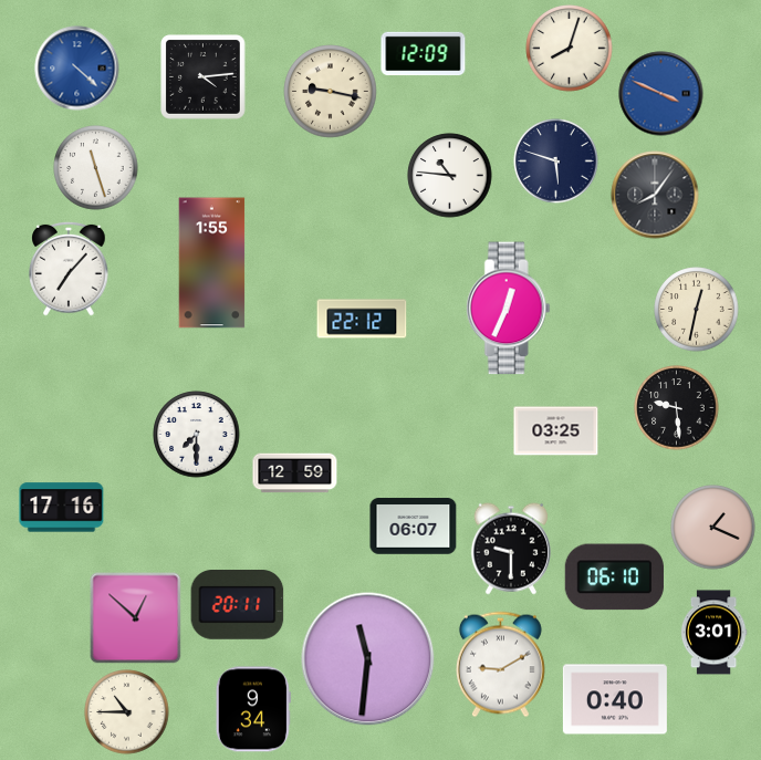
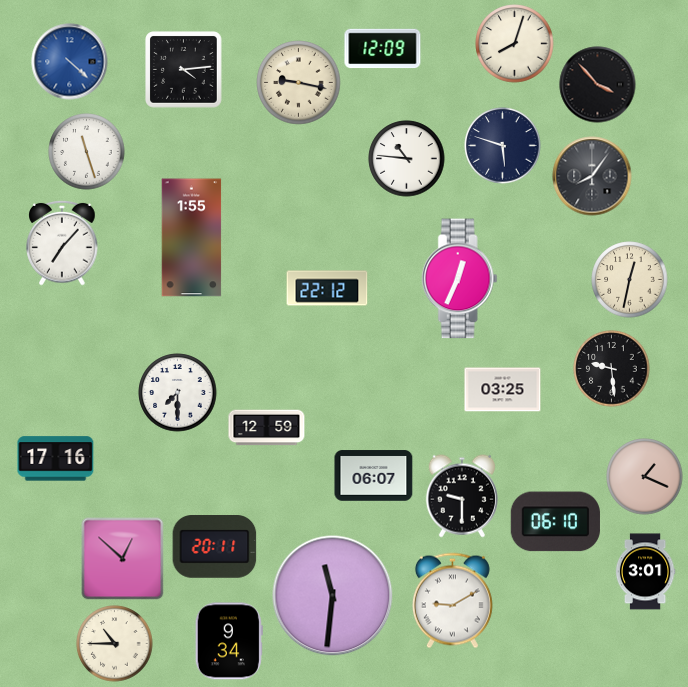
clock at (661, 94): 3:49 -> 3:53
clock at (661, 94) dial: blue -> black
clock at (615, 699): 0:40 -> none
